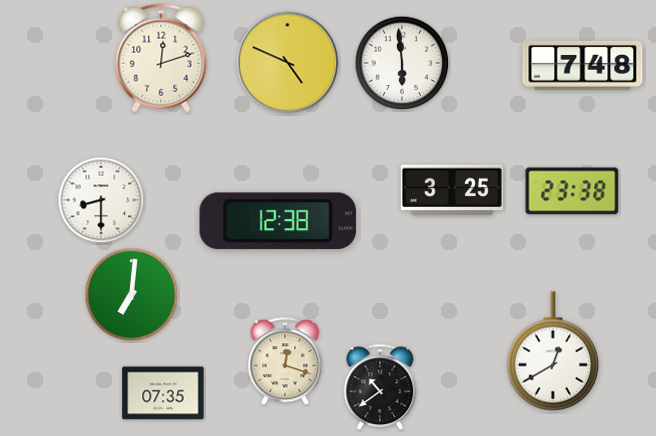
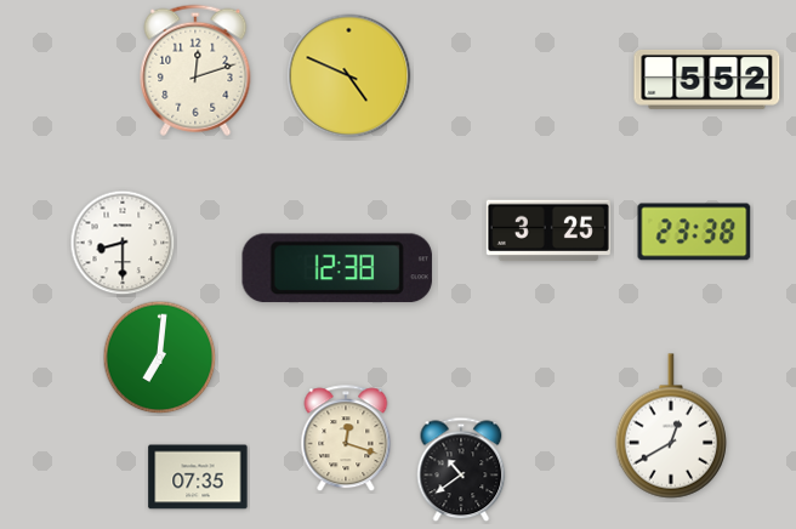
clock at (402, 63): 5:59 -> none
clock at (583, 65): 7:48 -> 5:52
